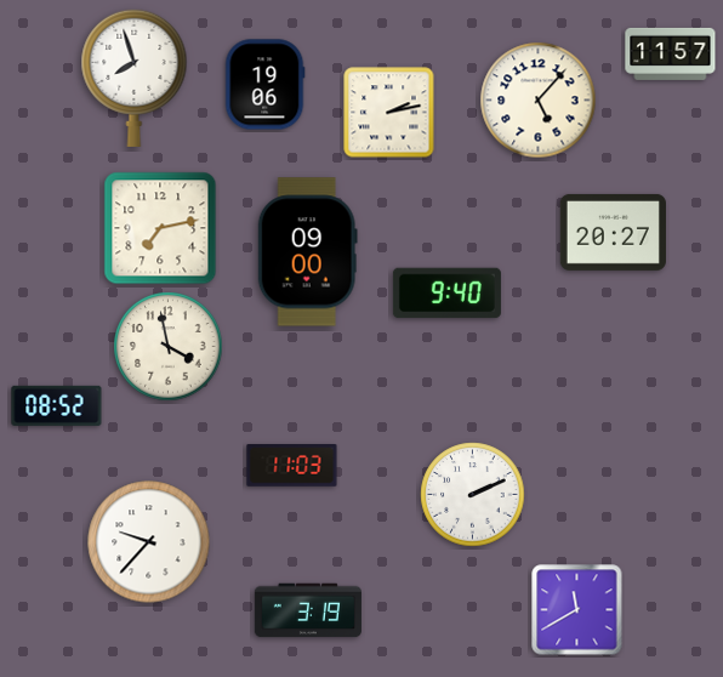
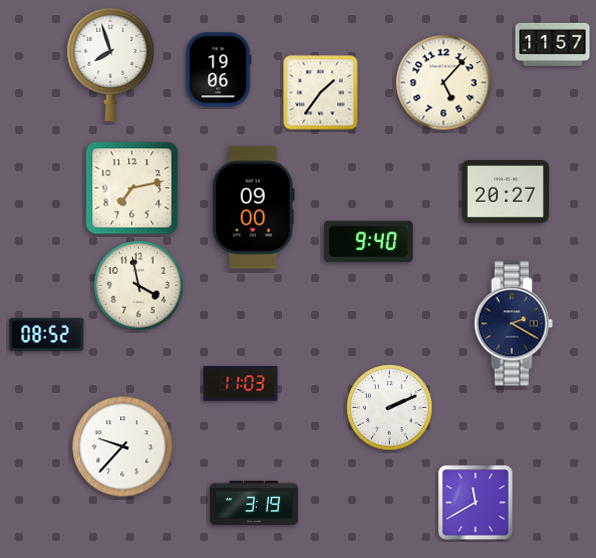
clock at (389, 113): 2:13 -> 1:36
clock at (513, 324): none -> 2:20
